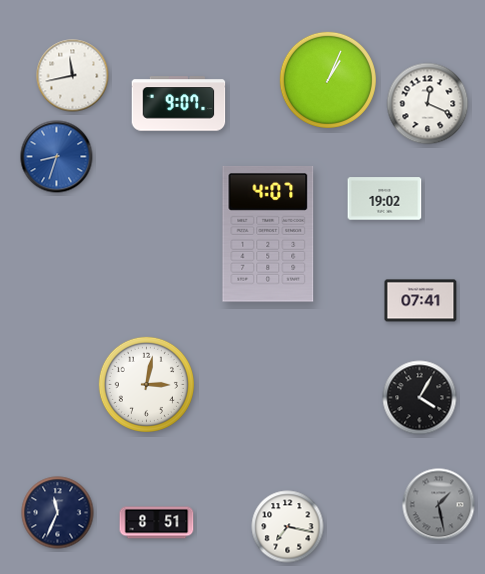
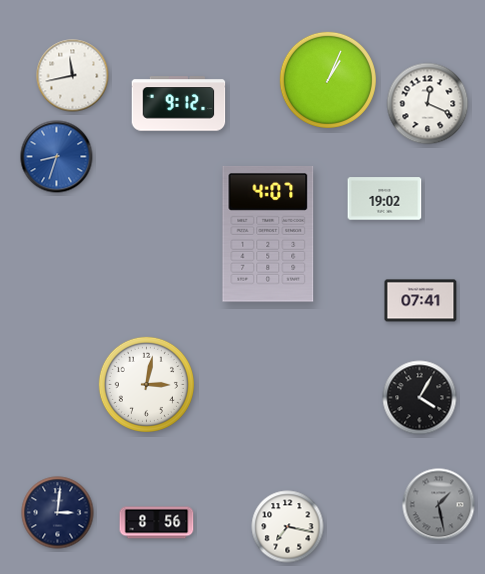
clock at (179, 104): 9:07 -> 9:12
clock at (58, 513): 11:34 -> 3:01
clock at (157, 523): 8:51 -> 8:56
